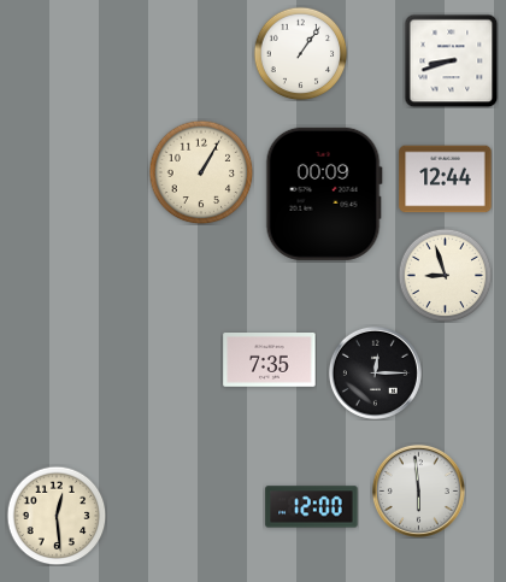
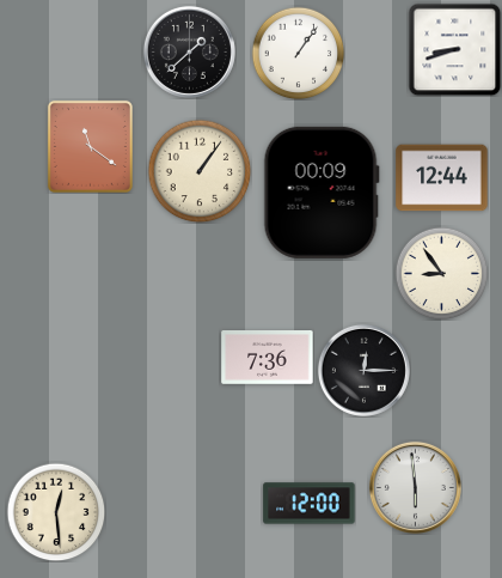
clock at (189, 51): none -> 1:38
clock at (451, 60) position: (451, 60) -> (454, 49)
clock at (90, 146): none -> 11:21
clock at (201, 172): 1:05 -> 1:06
clock at (445, 275): 8:57 -> 8:54
clock at (270, 360): 7:35 -> 7:36
clock at (375, 372) position: (375, 372) -> (363, 370)
